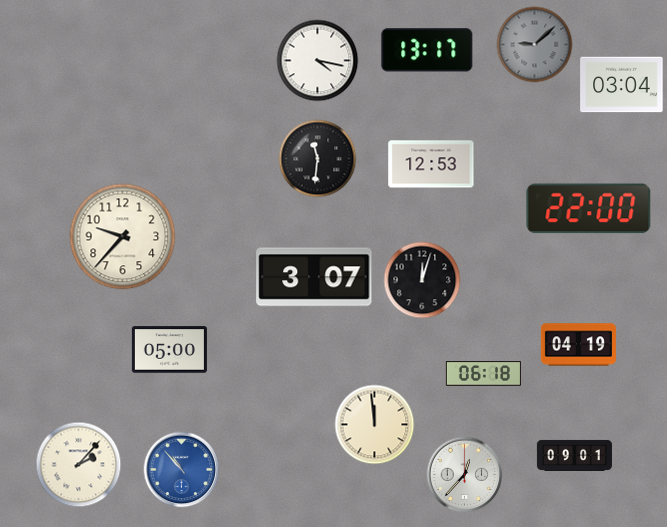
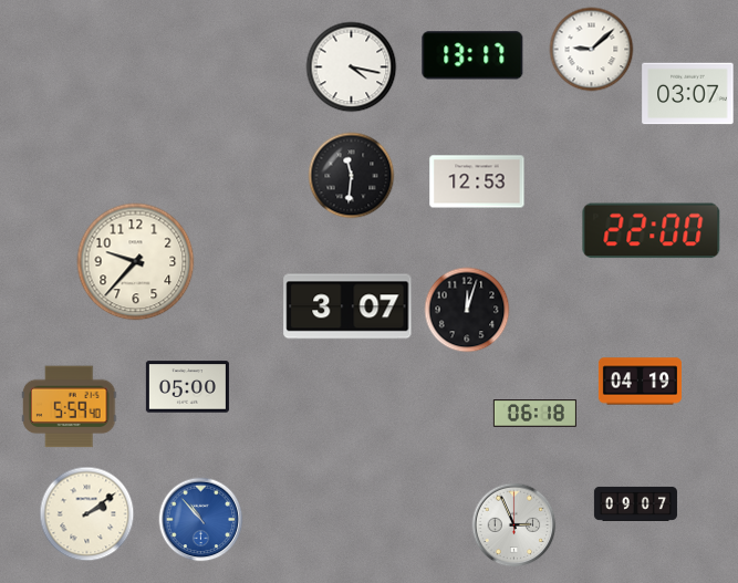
clock at (535, 45) dial: grey -> white
clock at (622, 85): 03:04 -> 03:07
clock at (70, 407): none -> 5:59
clock at (375, 425): 11:59 -> none
clock at (574, 455): 09:01 -> 09:07
clock at (79, 465): 2:07 -> 2:09
clock at (465, 475): 12:37 -> 2:56
